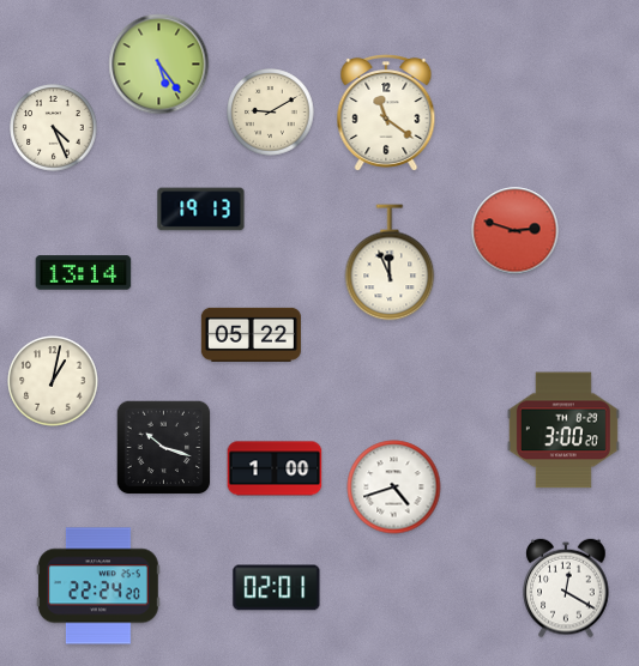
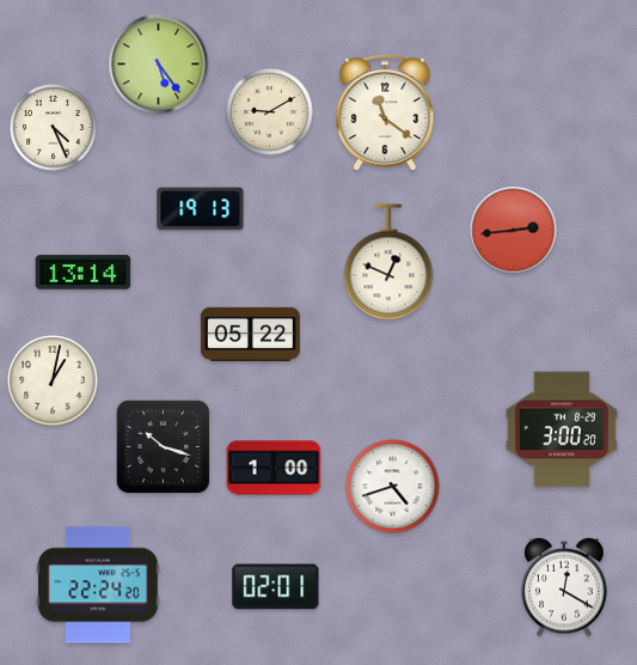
clock at (516, 231): 2:48 -> 2:44
clock at (390, 262): 11:56 -> 12:49
